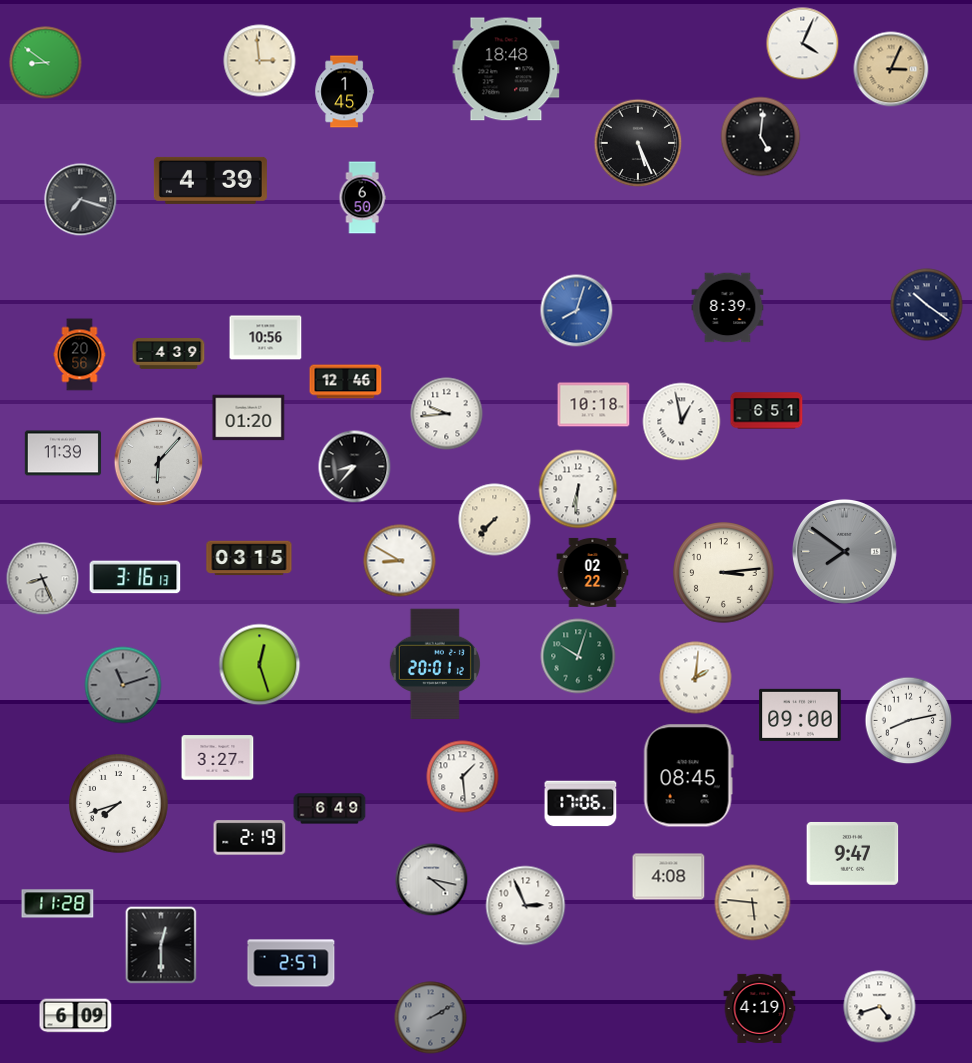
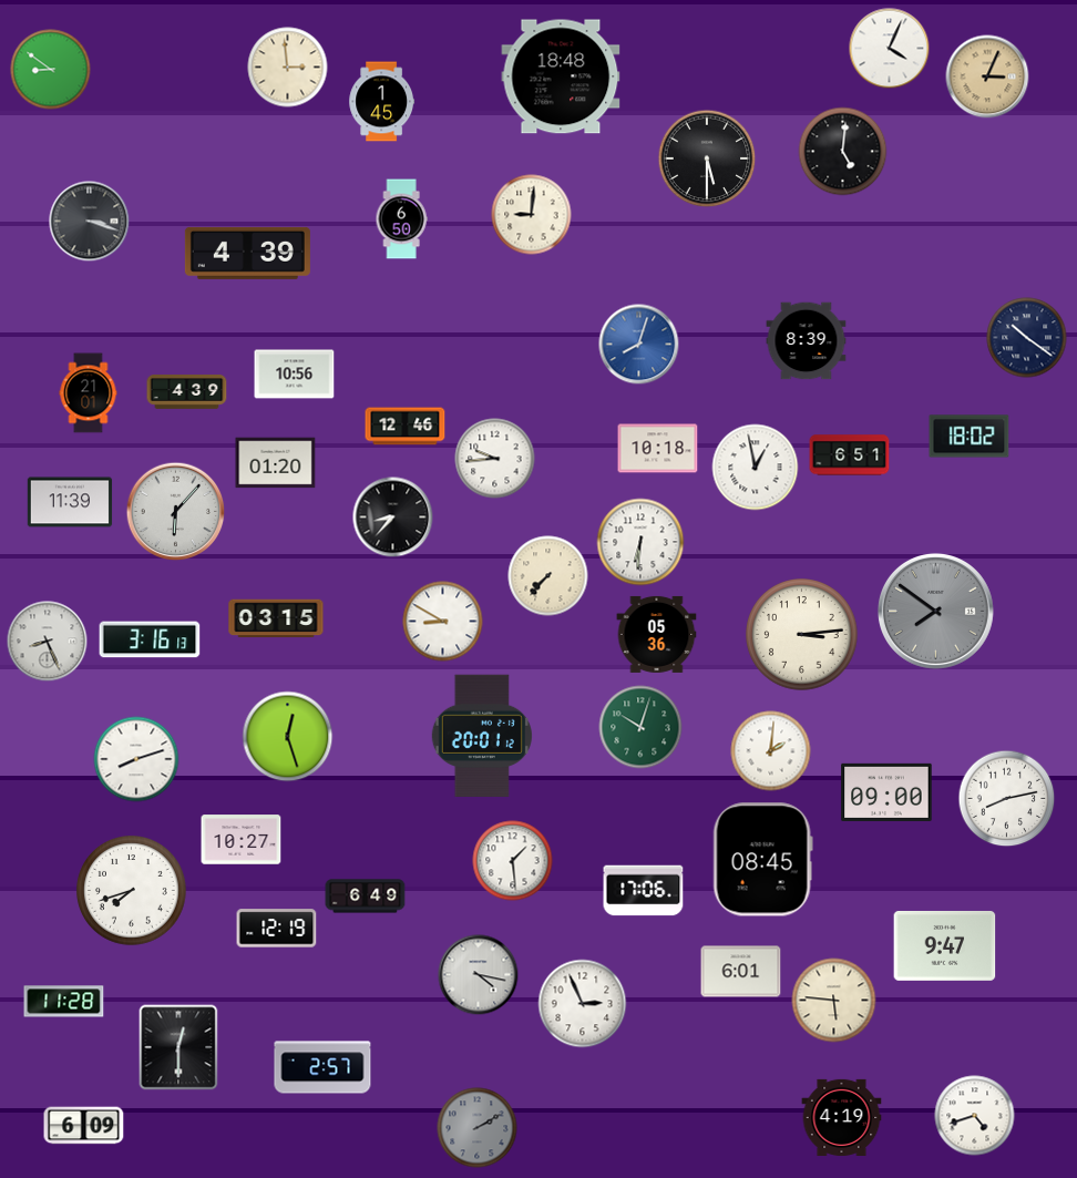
clock at (638, 143): 5:26 -> 5:30
clock at (210, 180) position: (210, 180) -> (247, 253)
clock at (532, 215): none -> 9:01
clock at (81, 200): 7:18 -> 3:18
clock at (80, 355): 20:56 -> 21:01
clock at (346, 382) position: (346, 382) -> (406, 427)
clock at (970, 437): none -> 18:02
clock at (593, 572): 02:22 -> 05:36
clock at (123, 685): 11:12 -> 8:12
clock at (123, 685) dial: grey -> white
clock at (218, 758): 3:27 -> 10:27
clock at (250, 838): 2:19 -> 12:19
clock at (669, 877): 4:08 -> 6:01
